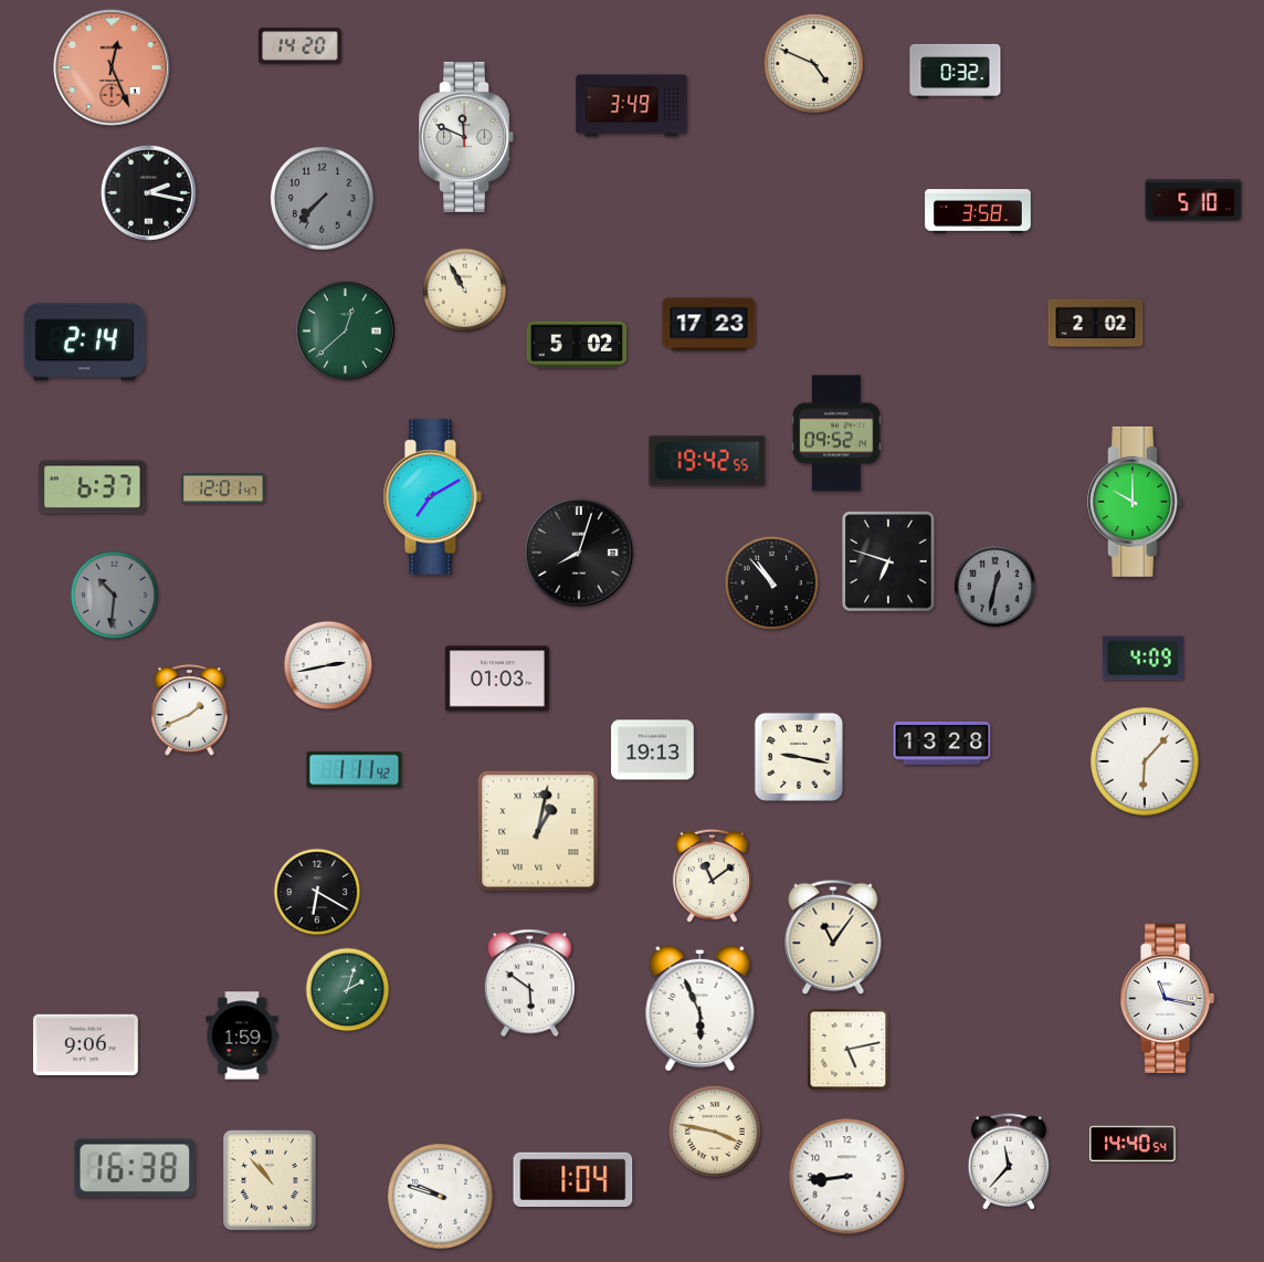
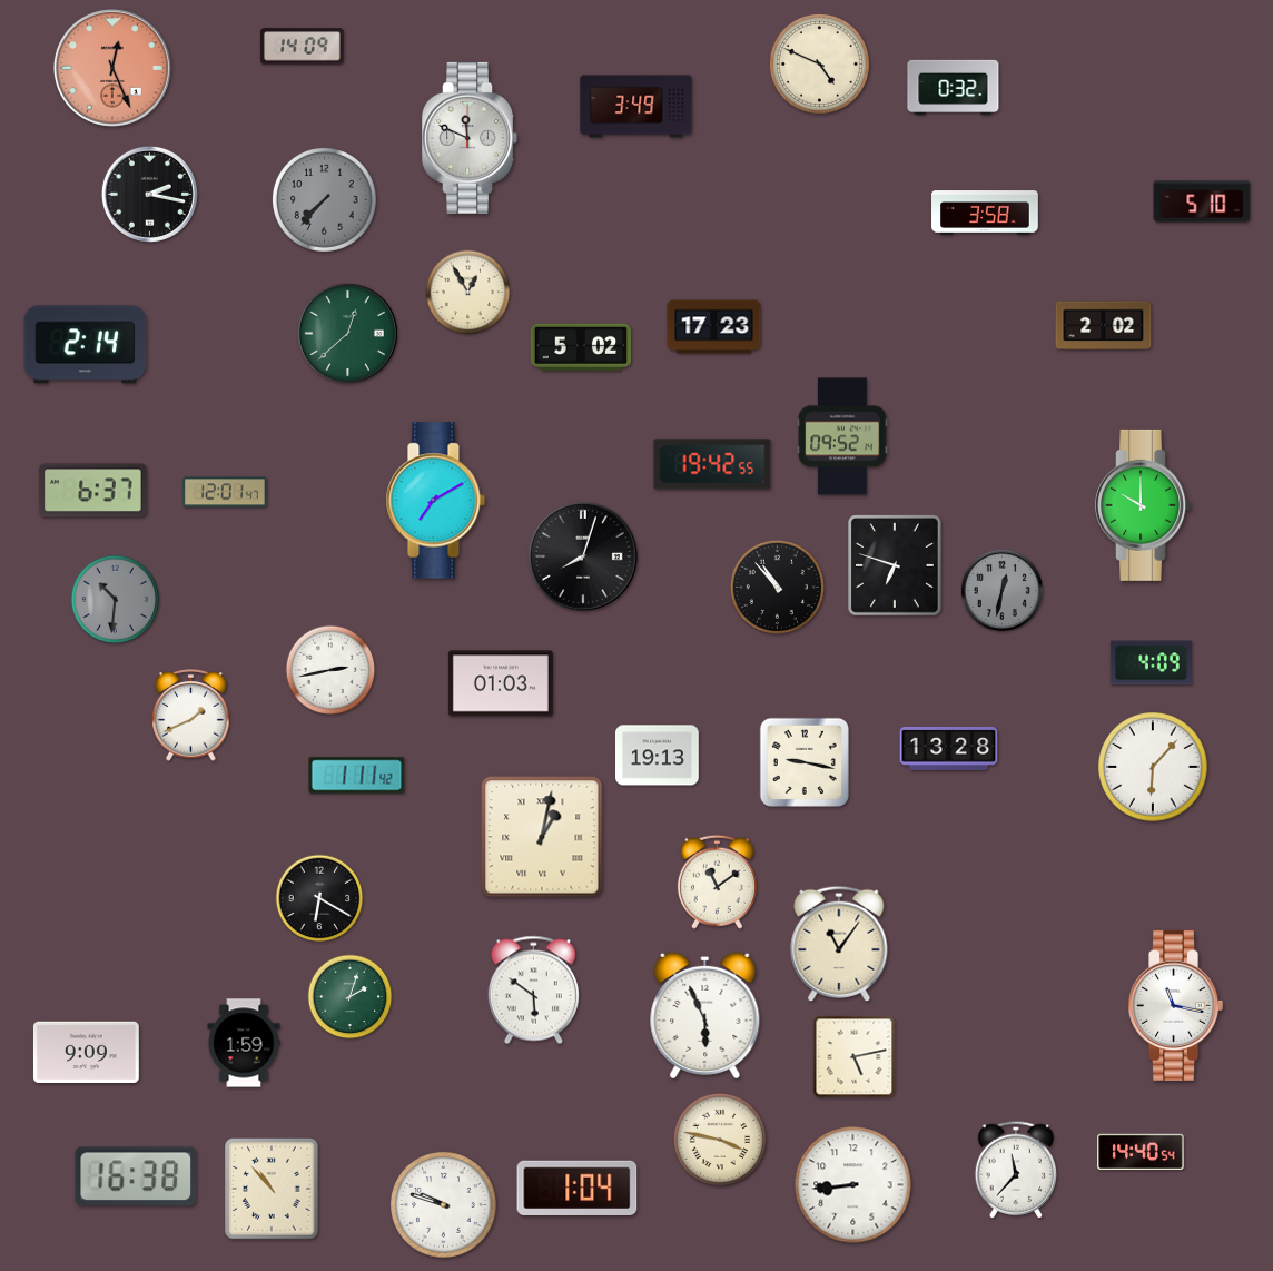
clock at (299, 46): 14:20 -> 14:09
clock at (956, 71) position: (956, 71) -> (954, 87)
clock at (465, 291): 10:55 -> 12:55
clock at (85, 1044): 9:06 -> 9:09
